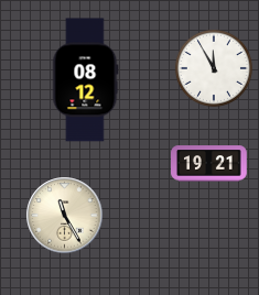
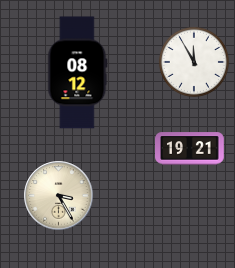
clock at (65, 216): 11:25 -> 3:25
